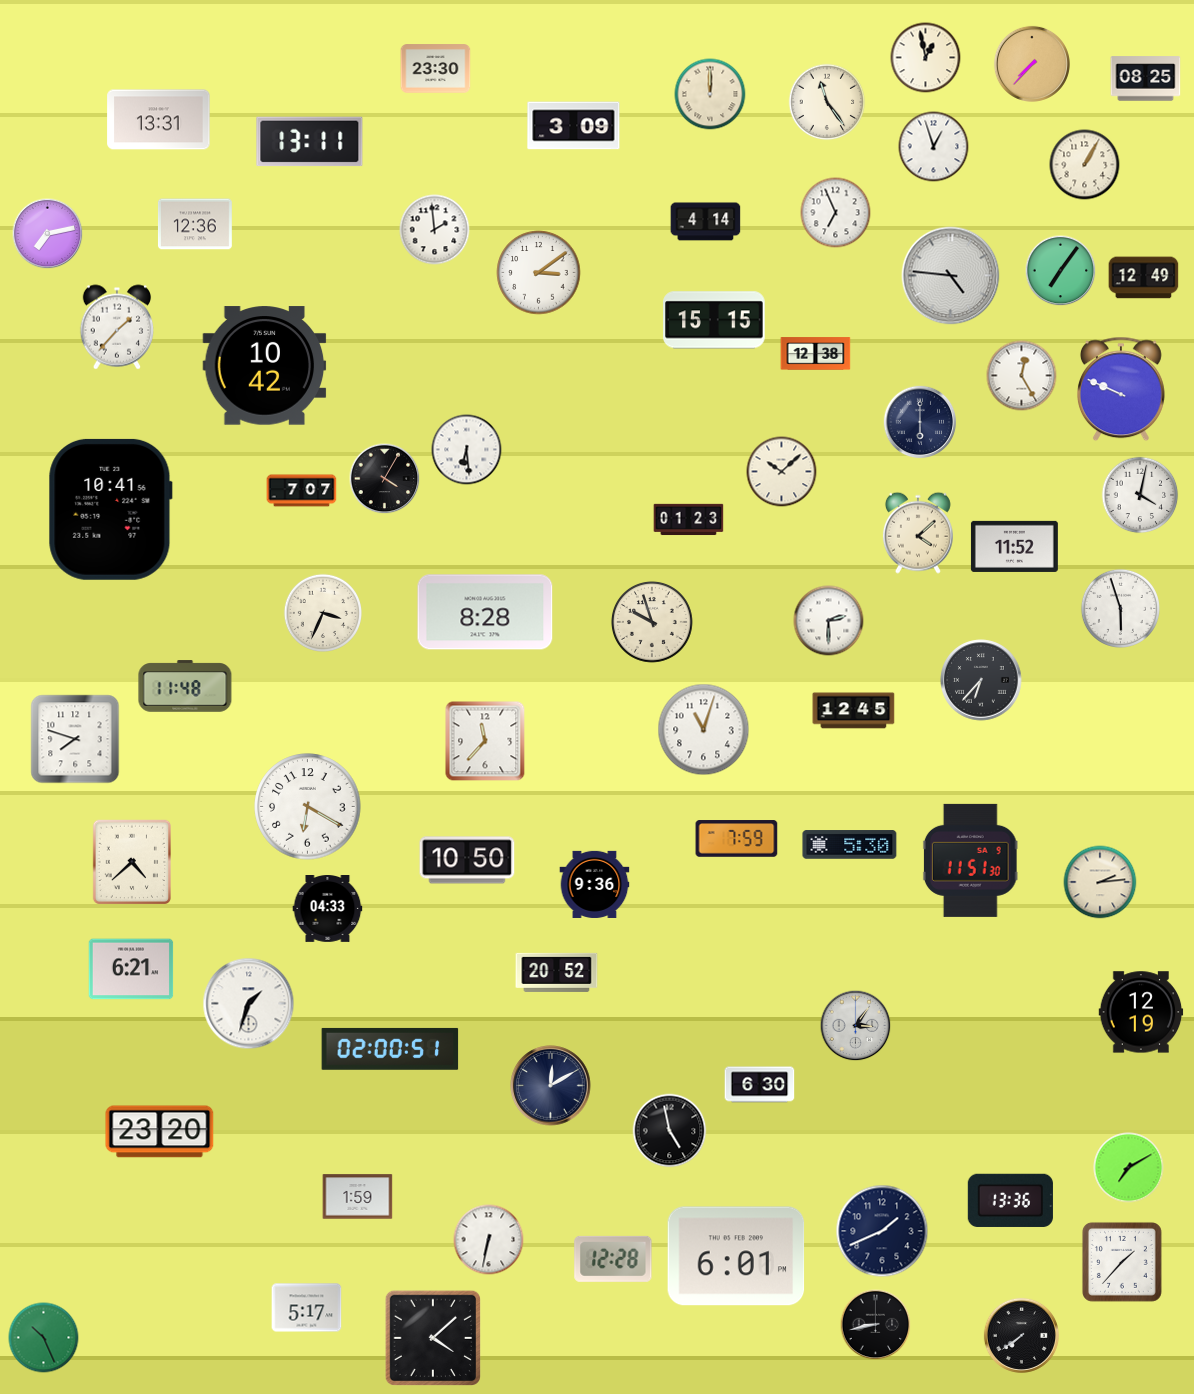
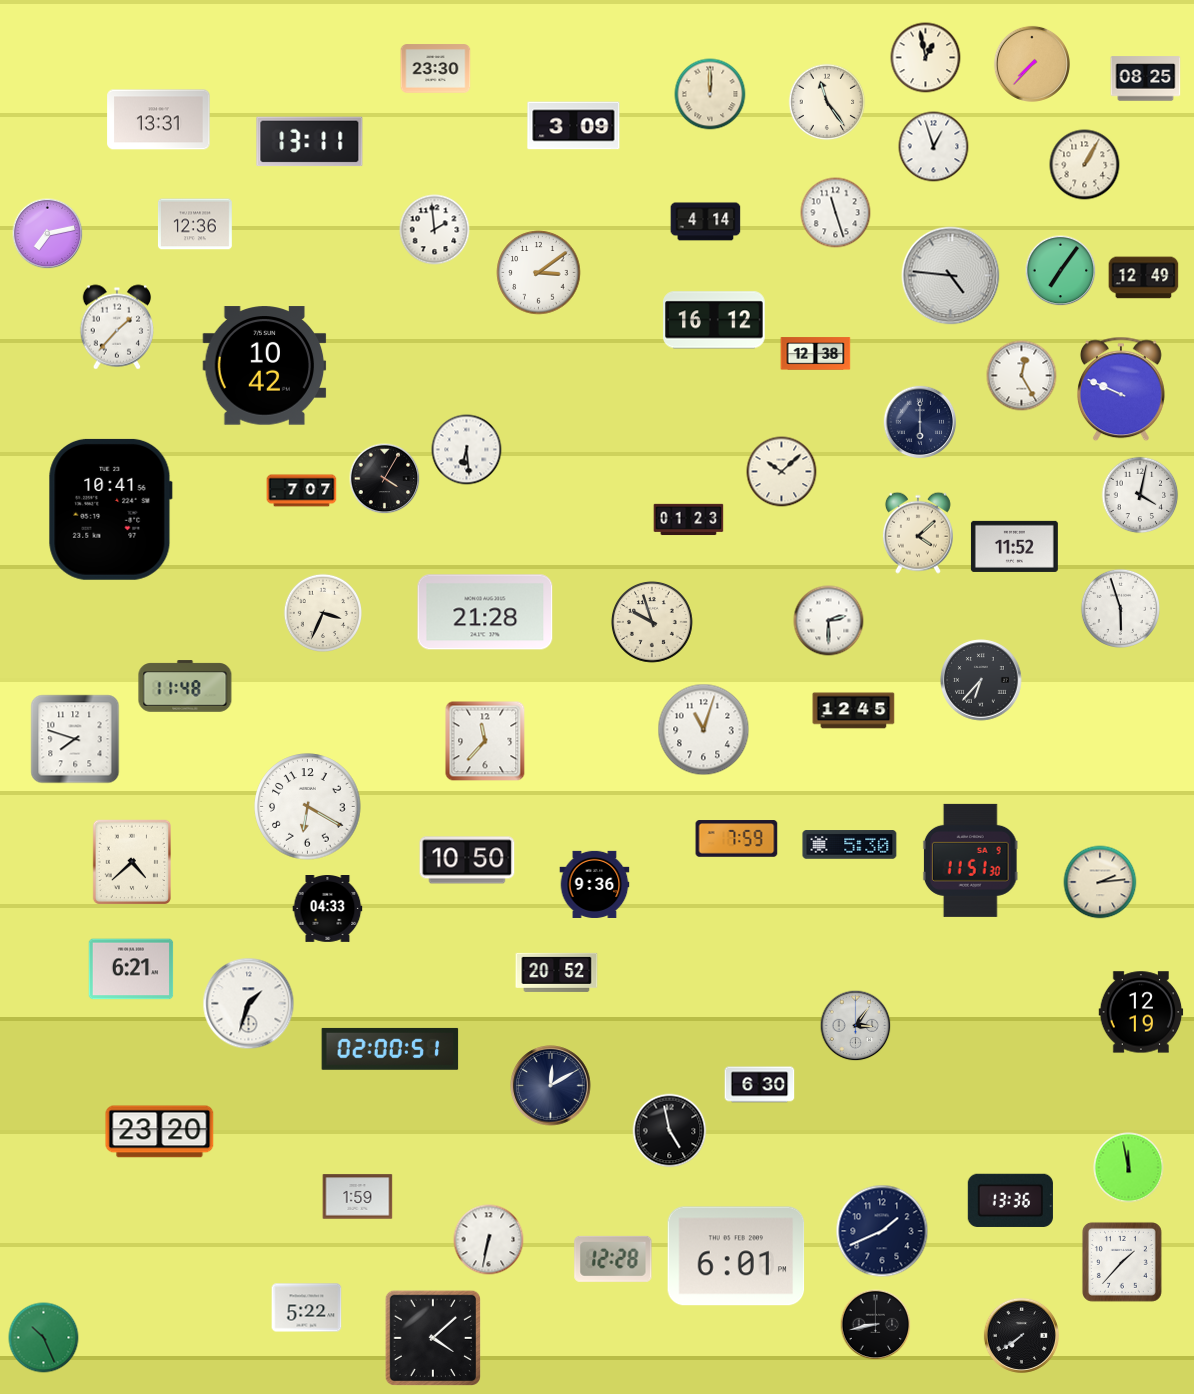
clock at (836, 213): 6:56 -> 11:27
clock at (714, 320): 15:15 -> 16:12
clock at (485, 612): 8:28 -> 21:28
clock at (1129, 1168): 7:10 -> 11:58
clock at (307, 1308): 5:17 -> 5:22
